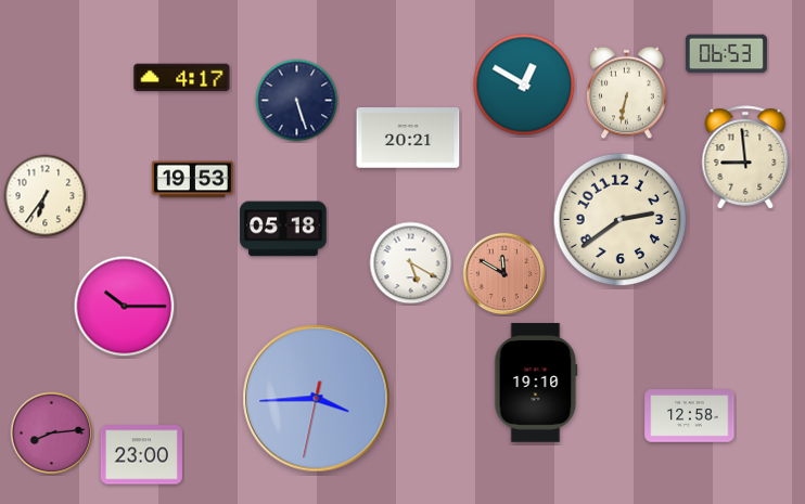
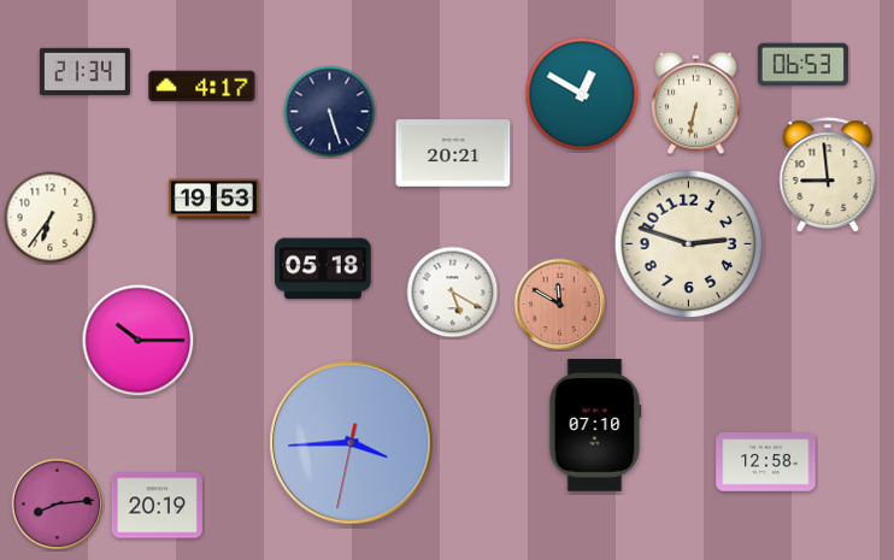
clock at (726, 54) position: (726, 54) -> (802, 65)
clock at (84, 71): none -> 21:34
clock at (621, 220): 2:39 -> 2:48
clock at (283, 229) position: (283, 229) -> (323, 269)
clock at (411, 263) position: (411, 263) -> (453, 293)
clock at (536, 383): 19:10 -> 07:10
clock at (52, 434) position: (52, 434) -> (58, 505)
clock at (141, 455): 23:00 -> 20:19
